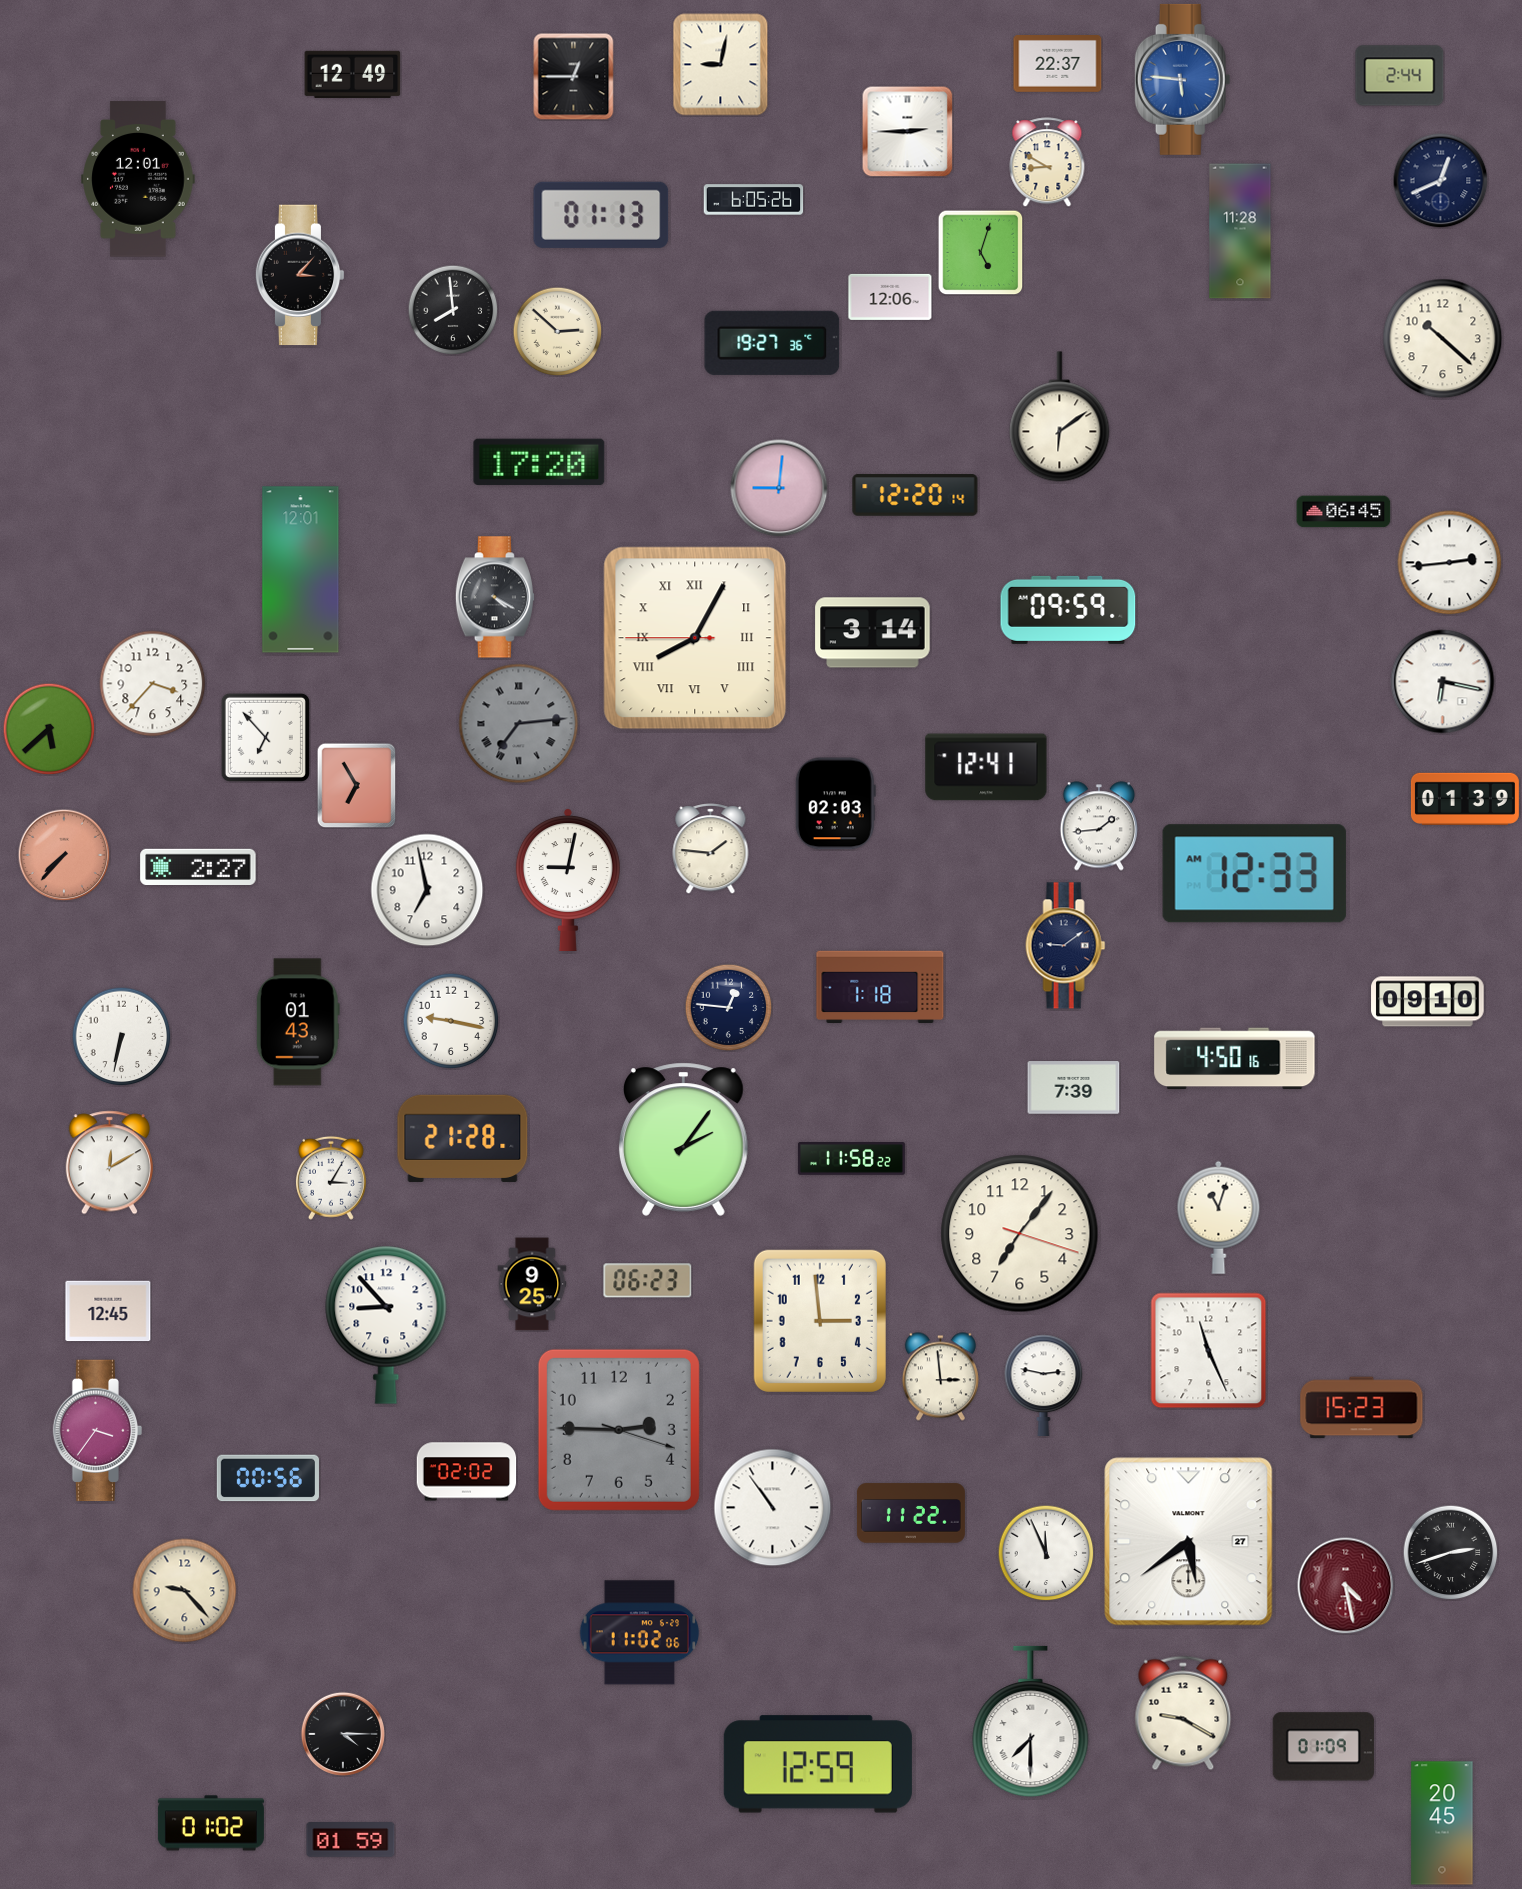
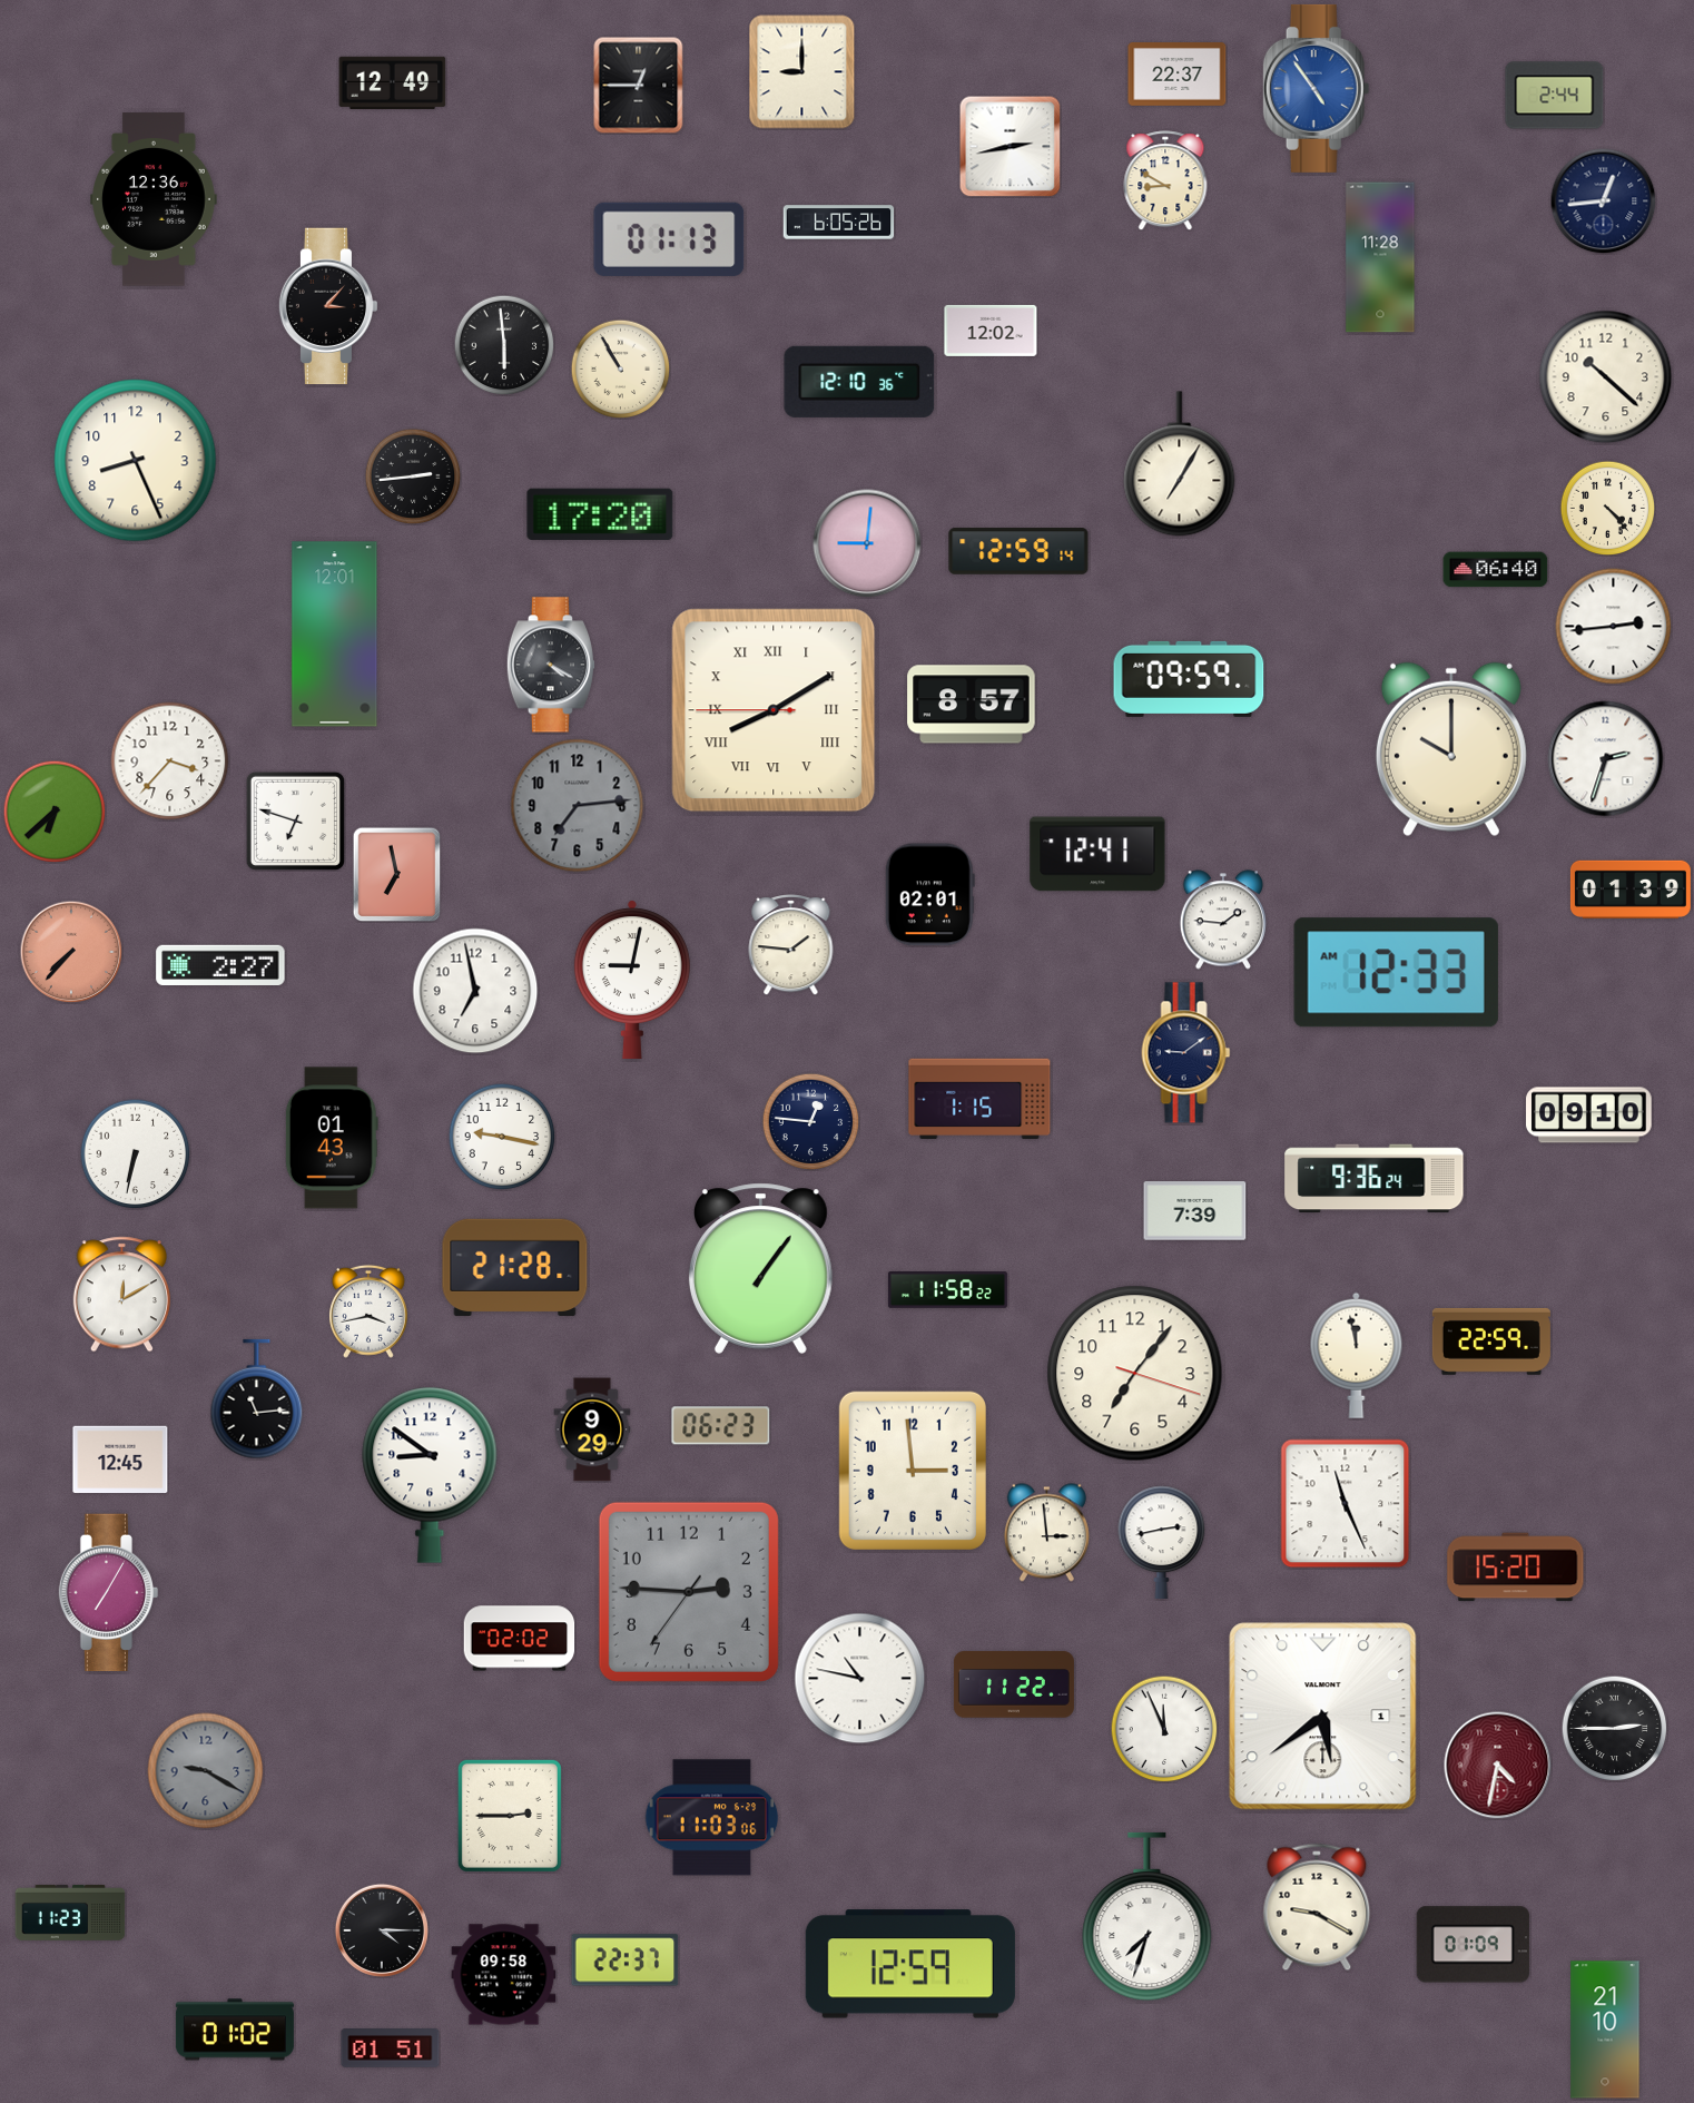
clock at (1058, 64) position: (1058, 64) -> (1178, 75)
clock at (721, 65): 9:02 -> 9:00
clock at (1400, 76) position: (1400, 76) -> (1555, 96)
clock at (1183, 79): 5:46 -> 4:54
clock at (907, 131): 2:45 -> 2:43
clock at (138, 179): 12:01 -> 12:36
clock at (1440, 180): 12:41 -> 12:44
clock at (980, 252): 5:03 -> none
clock at (300, 275) position: (300, 275) -> (328, 306)
clock at (890, 297): 12:06 -> 12:02
clock at (453, 310): 7:59 -> 5:59
clock at (557, 331): 2:52 -> 10:55
clock at (772, 343): 19:27 -> 12:10
clock at (136, 461): none -> 8:26
clock at (1060, 417): 6:09 -> 7:05
clock at (413, 476): none -> 2:44
clock at (1607, 508): none -> 4:23
clock at (915, 495): 12:20 -> 12:59
clock at (1344, 512): 06:45 -> 06:40
clock at (873, 633): 3:14 -> 8:57
clock at (695, 638): 8:04 -> 8:09
clock at (1451, 749): none -> 10:00
clock at (1443, 682): 6:17 -> 2:33
clock at (519, 724) numerals: Roman -> Arabic
clock at (49, 729): 5:38 -> 6:38
clock at (265, 737): 6:53 -> 6:48
clock at (357, 785): 6:55 -> 6:58
clock at (835, 804): 02:03 -> 02:01
clock at (1098, 826): 1:44 -> 1:46
clock at (880, 987): 1:18 -> 1:15
clock at (1235, 1059): 4:50 -> 9:36
clock at (683, 1139): 2:06 -> 1:06
clock at (331, 1178): 3:05 -> 3:43
clock at (1491, 1342): none -> 22:59
clock at (1219, 1217): 11:03 -> 11:58
clock at (257, 1399): none -> 11:14
clock at (532, 1284): 9:25 -> 9:29
clock at (386, 1325): 8:53 -> 8:51
clock at (1044, 1385): 2:47 -> 2:43
clock at (1362, 1408): 15:23 -> 15:20
clock at (619, 1430): 2:45:18 -> 2:45:36
clock at (98, 1431): 3:36 -> 7:05
clock at (268, 1478): 00:56 -> none
clock at (773, 1508): 10:54 -> 10:47
clock at (1189, 1542) date: 27 -> 1
clock at (1450, 1552): 2:42 -> 2:45
clock at (1346, 1586): 4:28 -> 4:32
clock at (185, 1591): 9:23 -> 9:20
clock at (185, 1591) dial: cream -> grey
clock at (510, 1816): none -> 2:45
clock at (640, 1633): 11:02 -> 11:03
clock at (70, 1913): none -> 11:23
clock at (1031, 1722): 7:30 -> 7:33
clock at (626, 1960): none -> 22:37
clock at (504, 1975): none -> 09:58
clock at (1442, 1823): 20:45 -> 21:10
clock at (351, 1840): 01:59 -> 01:51
